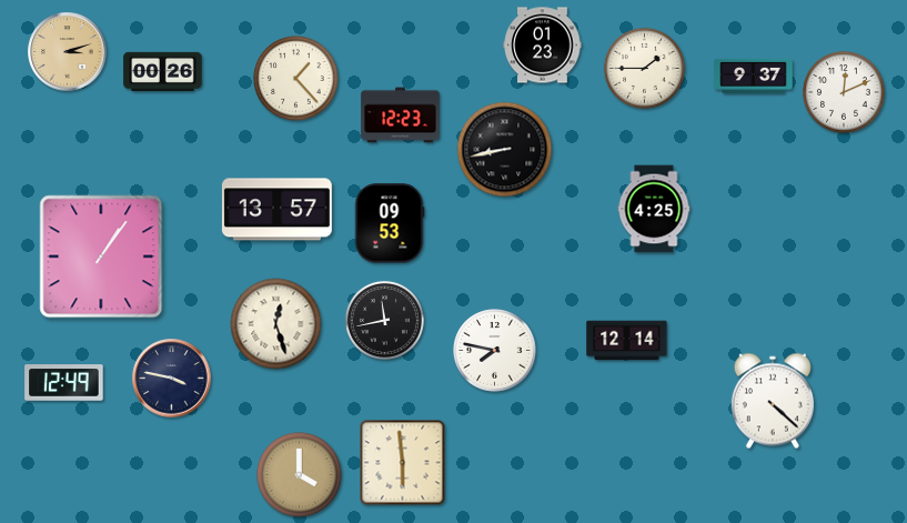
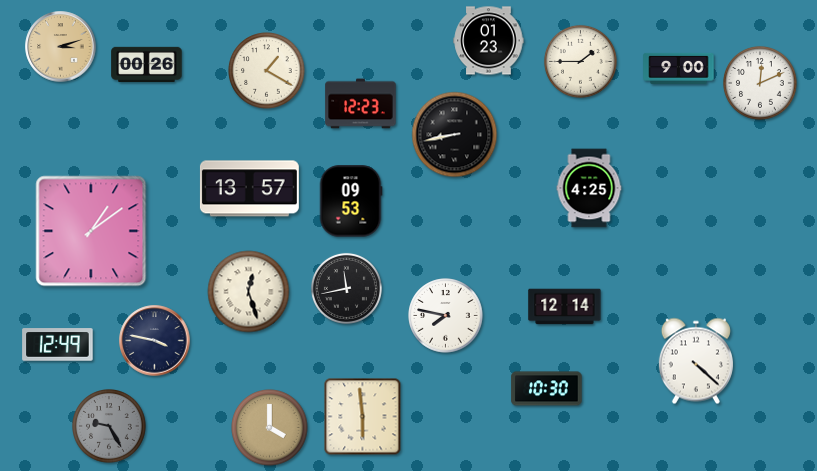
clock at (754, 76): 9:37 -> 9:00
clock at (296, 79): 1:23 -> 1:20
clock at (101, 257): 1:06 -> 1:09
clock at (547, 389): none -> 10:30
clock at (110, 427): none -> 9:25
